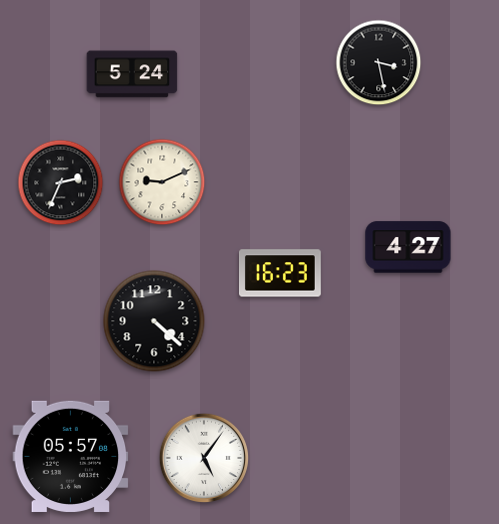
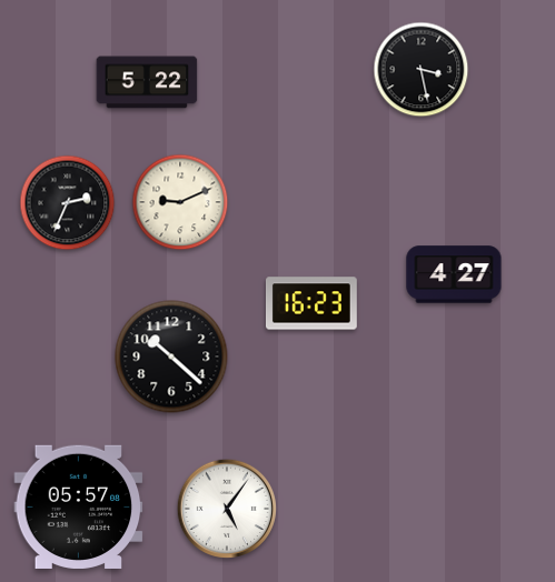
clock at (132, 74): 5:24 -> 5:22
clock at (154, 321): 4:22 -> 10:22
